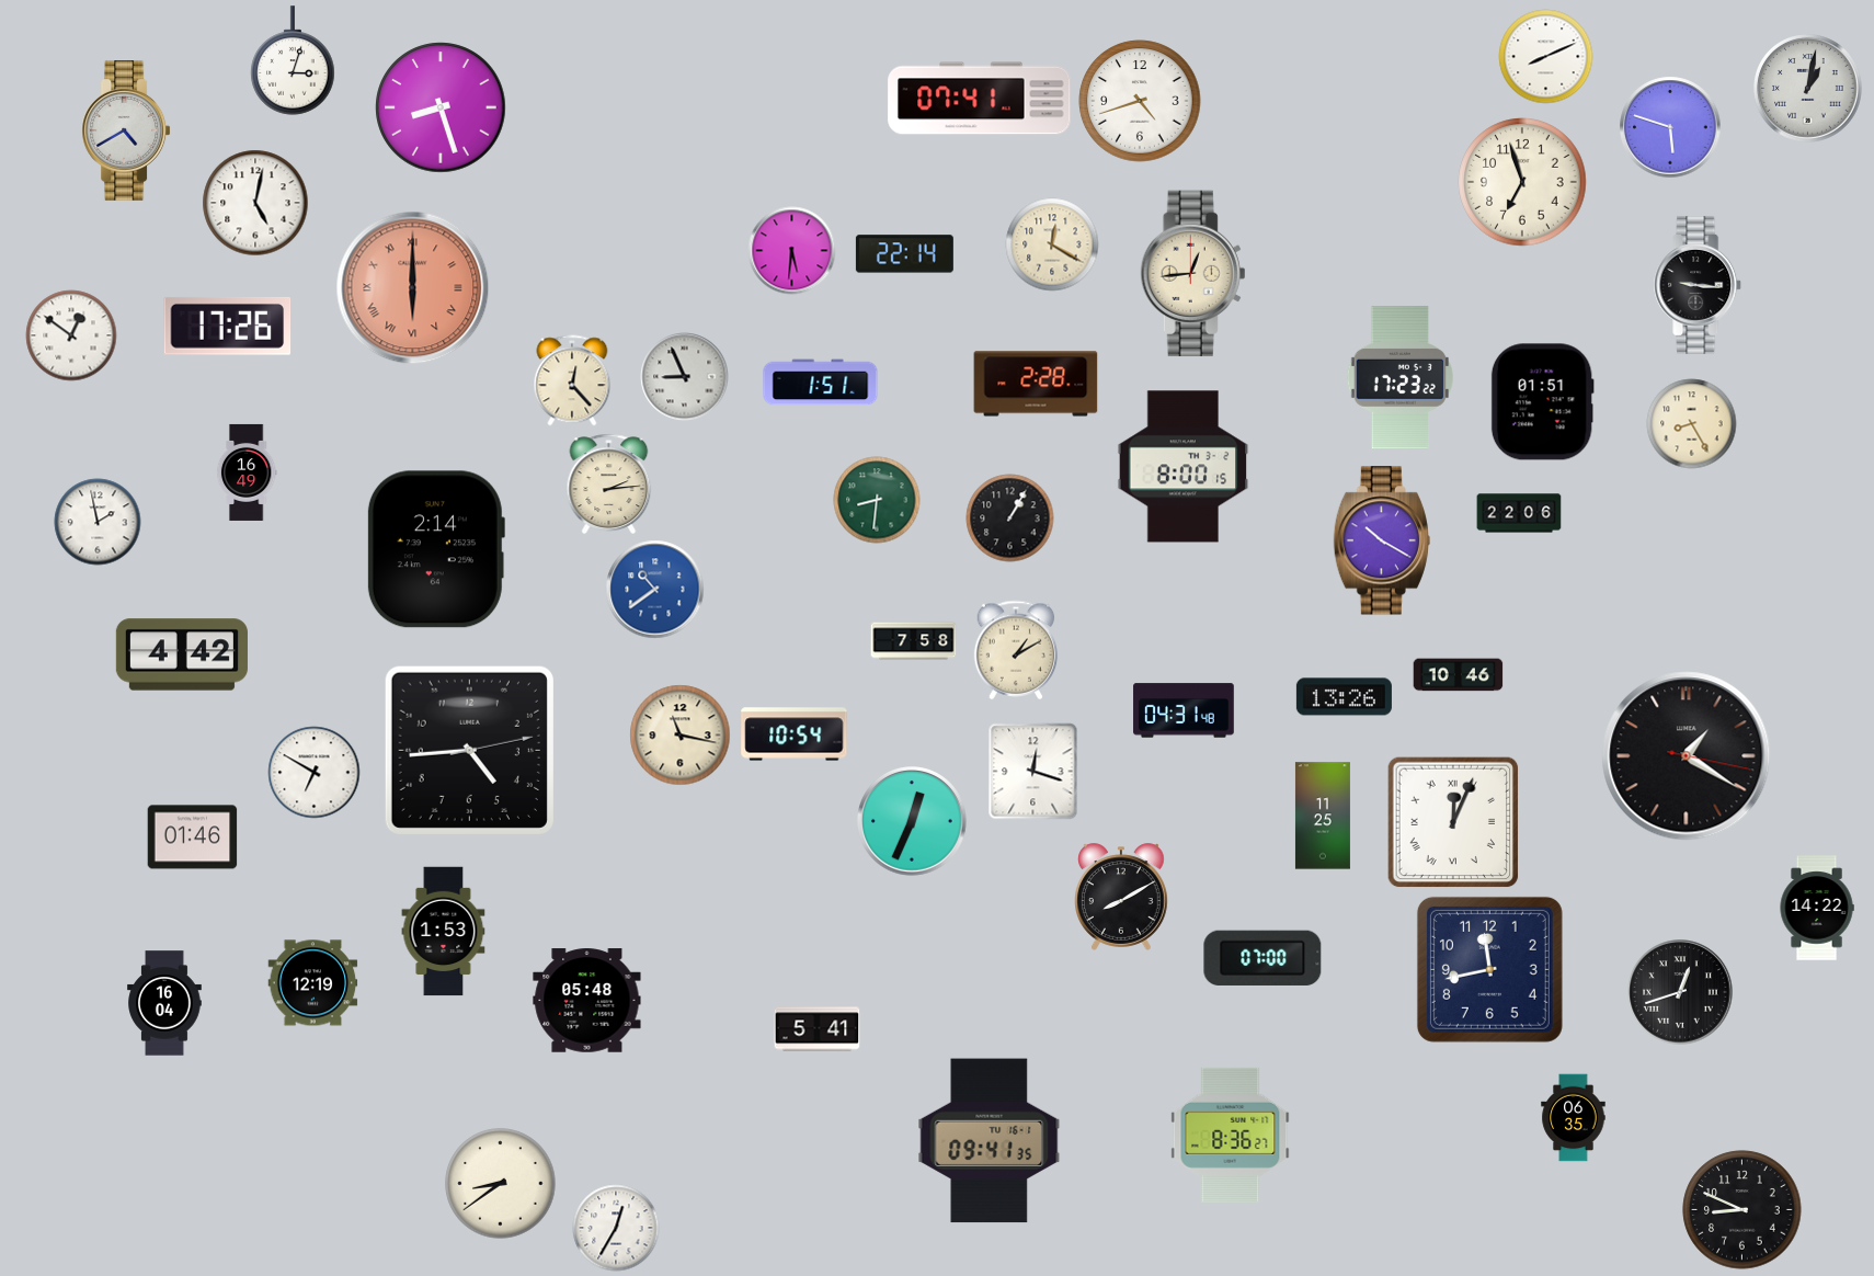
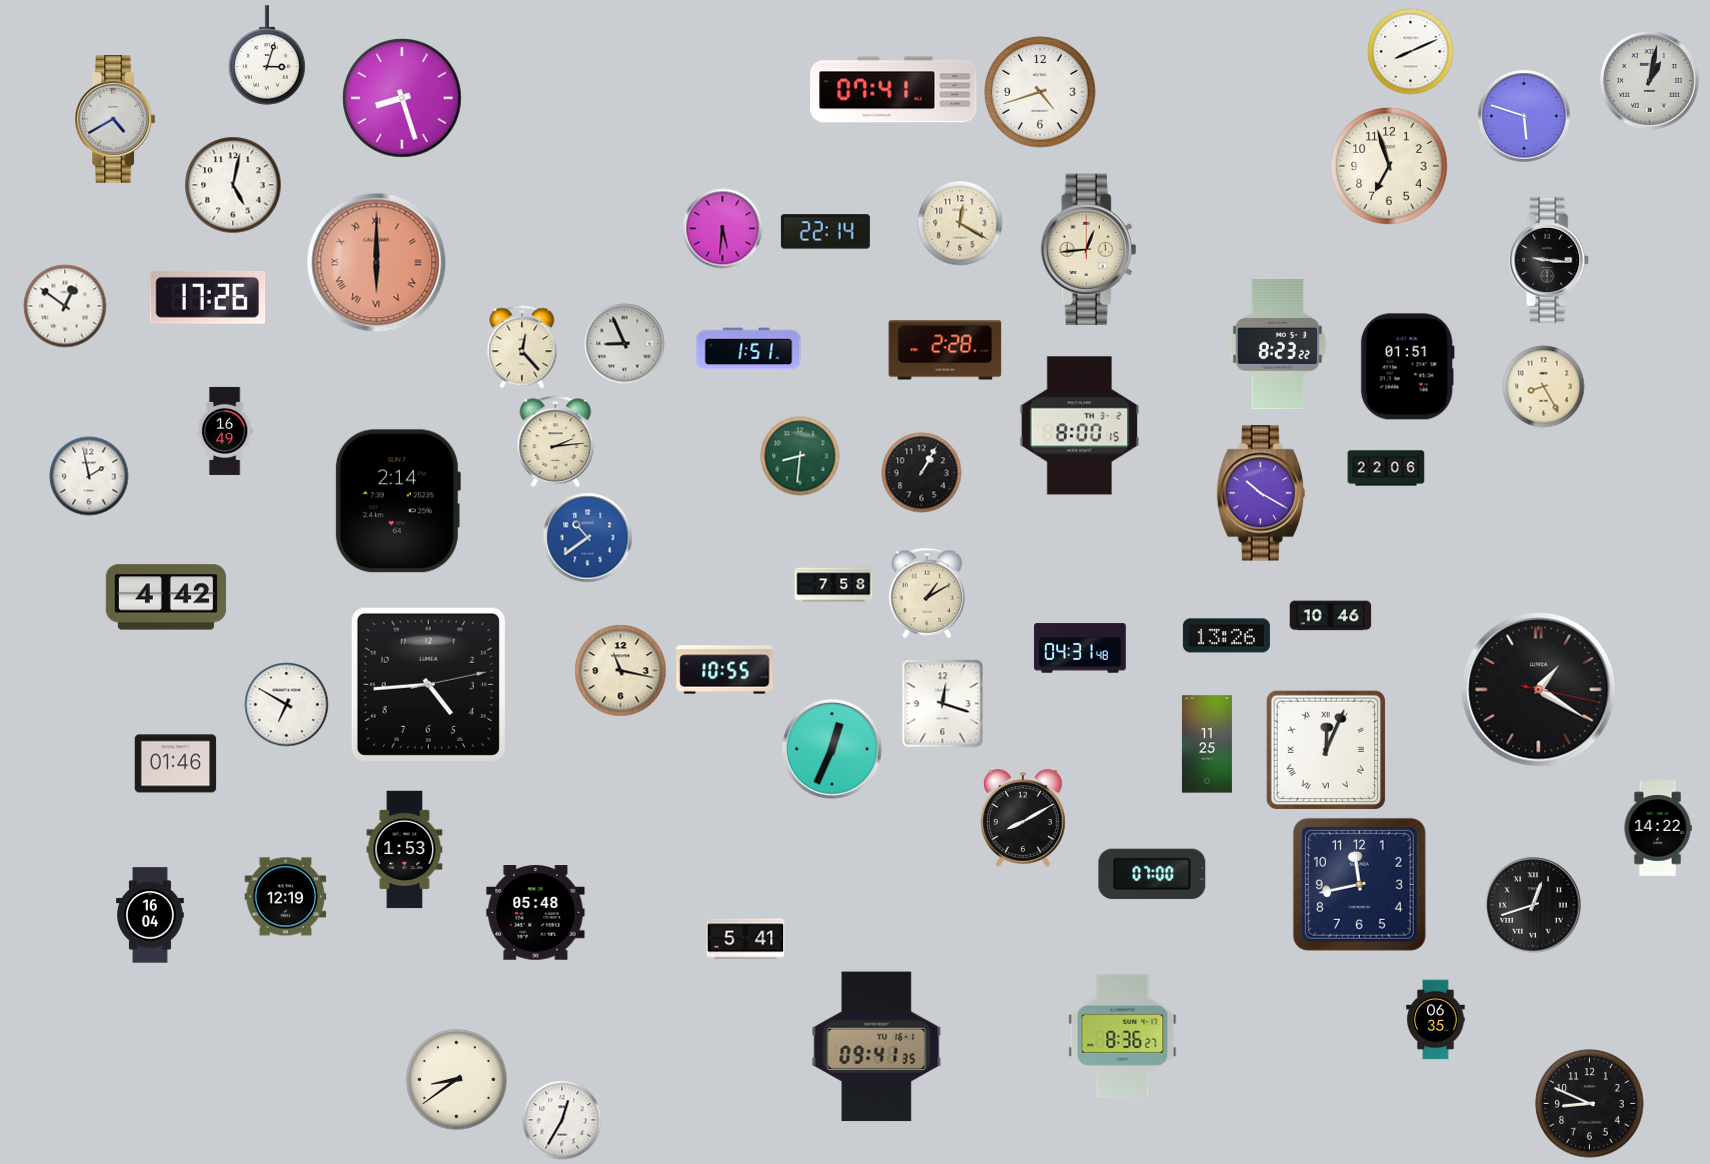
clock at (1399, 378): 17:23 -> 8:23
clock at (655, 590) position: (655, 590) -> (588, 538)
clock at (795, 734): 10:54 -> 10:55
clock at (990, 1141) position: (990, 1141) -> (877, 1047)
